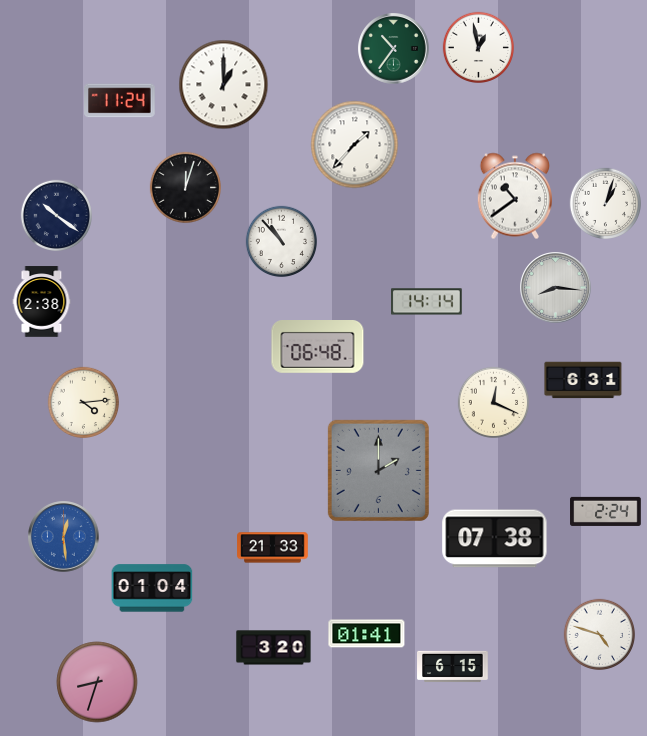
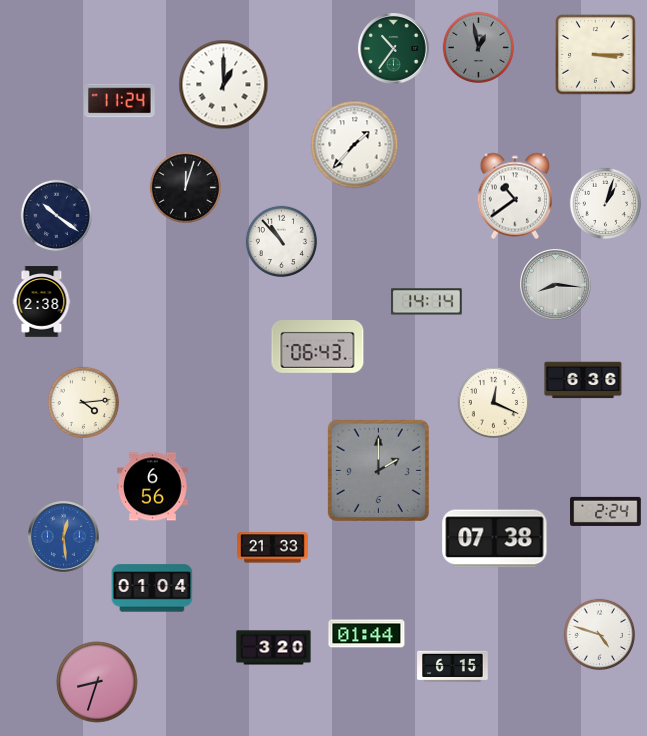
clock at (478, 47) dial: white -> grey
clock at (596, 55): none -> 3:15
clock at (556, 288) position: (556, 288) -> (556, 285)
clock at (318, 347): 06:48 -> 06:43
clock at (583, 380): 6:31 -> 6:36
clock at (153, 487): none -> 6:56
clock at (367, 634): 01:41 -> 01:44
